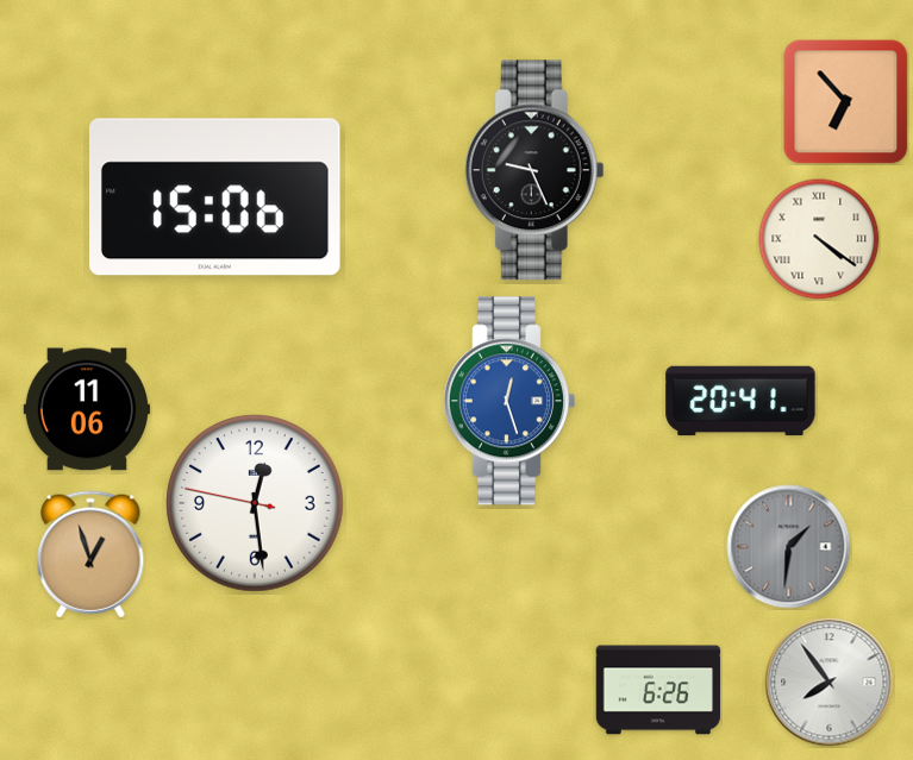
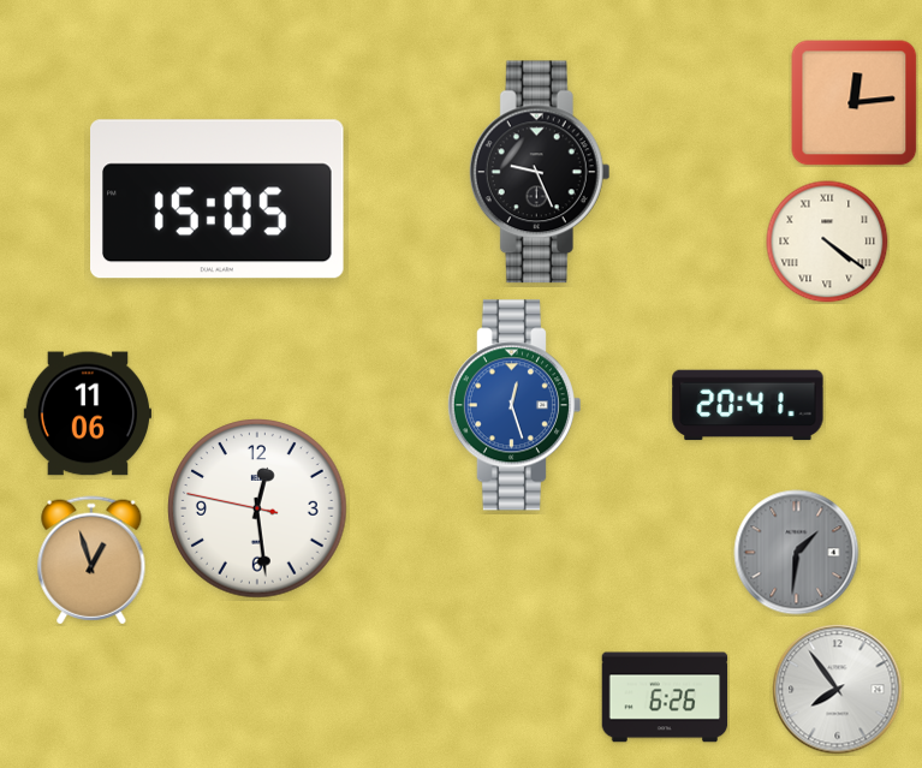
clock at (846, 102): 6:53 -> 12:14
clock at (215, 197): 15:06 -> 15:05
